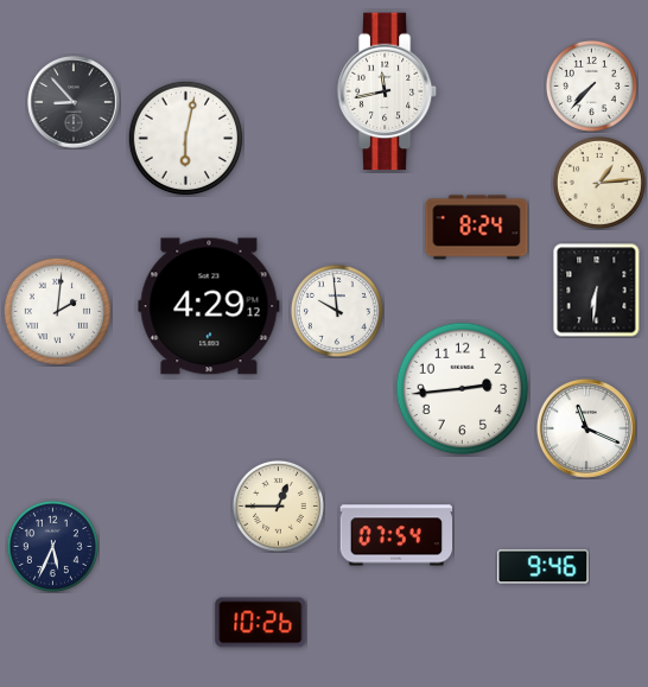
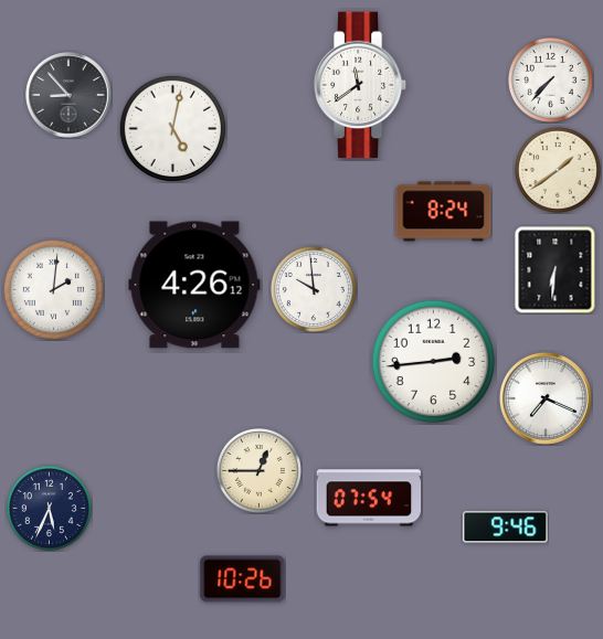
clock at (387, 91): 11:43 -> 11:39
clock at (185, 138): 6:02 -> 5:02
clock at (599, 183): 1:14 -> 1:39
clock at (209, 306): 4:29 -> 4:26
clock at (463, 389) position: (463, 389) -> (434, 362)
clock at (586, 428): 11:19 -> 7:19
